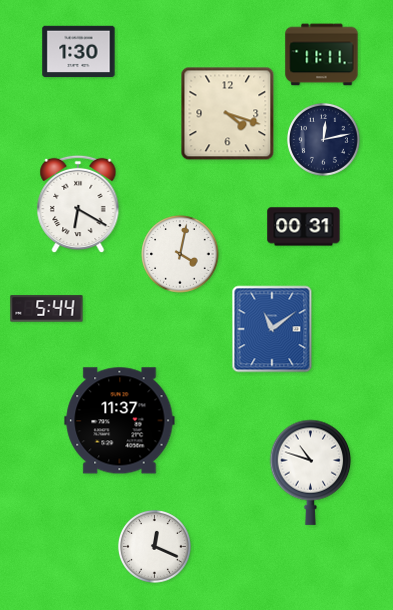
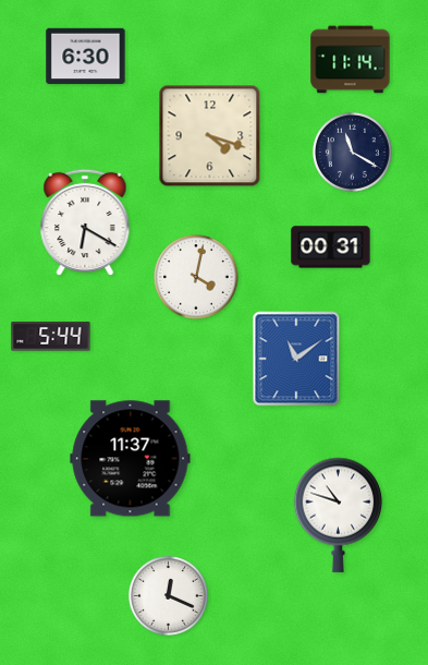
clock at (79, 52): 1:30 -> 6:30
clock at (322, 55): 11:11 -> 11:14
clock at (228, 114) position: (228, 114) -> (210, 136)
clock at (323, 139): 12:13 -> 11:20
